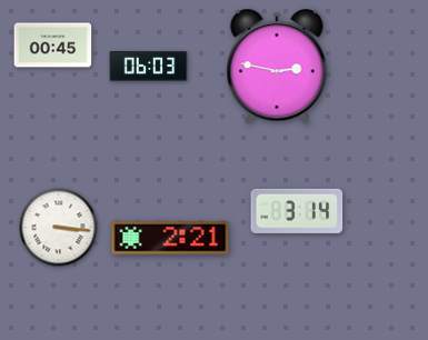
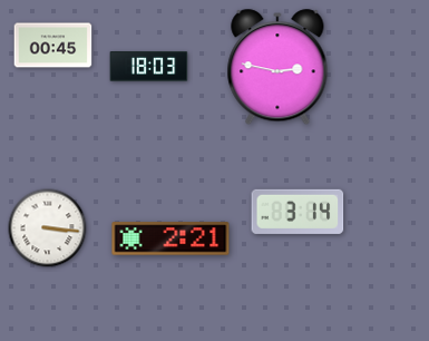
clock at (149, 67): 06:03 -> 18:03
clock at (59, 228) position: (59, 228) -> (48, 228)
